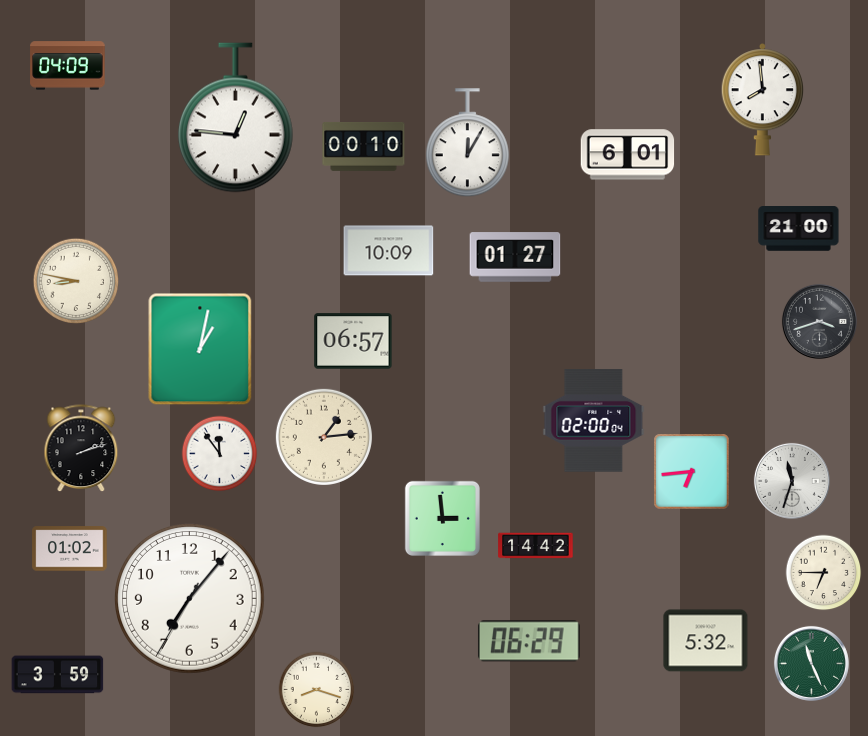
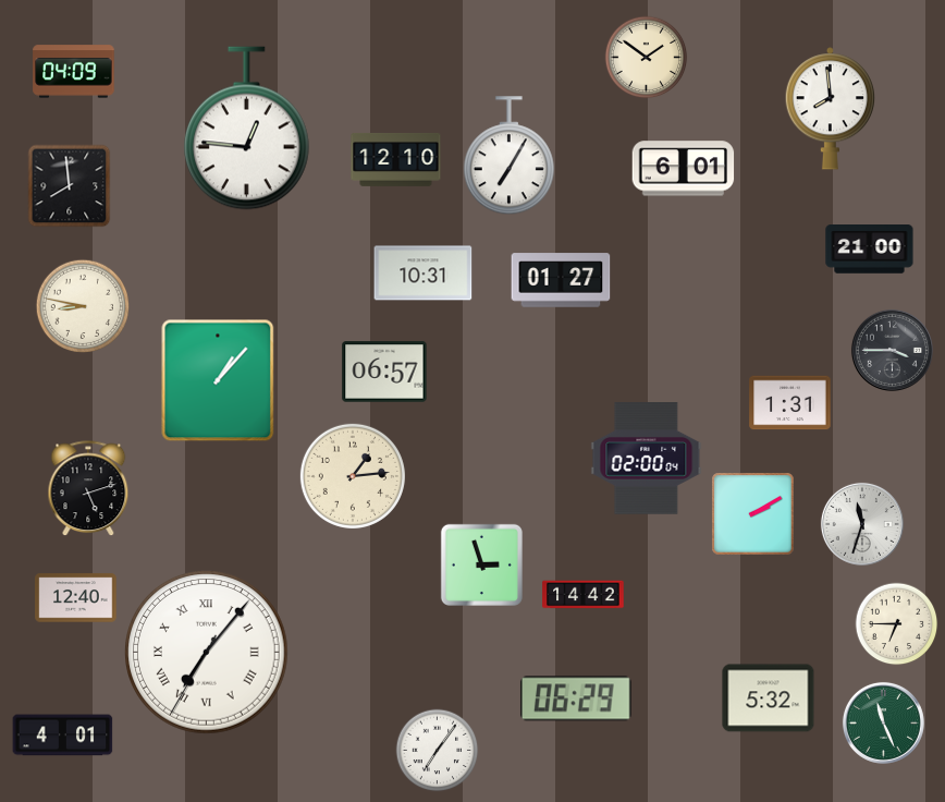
clock at (647, 58): none -> 1:51
clock at (235, 118) position: (235, 118) -> (246, 129)
clock at (467, 143): 12:05 -> 7:05
clock at (364, 146): 00:10 -> 12:10
clock at (70, 186): none -> 7:59
clock at (389, 251): 10:09 -> 10:31
clock at (819, 321): 3:42 -> 3:45
clock at (200, 349): 1:02 -> 1:07
clock at (790, 403): none -> 1:31
clock at (81, 449): 2:12 -> 5:12
clock at (220, 454): 11:54 -> none
clock at (692, 472): 6:44 -> 2:10
clock at (442, 518): 2:59 -> 2:57
clock at (70, 549): 01:02 -> 12:40
clock at (190, 599) numerals: Arabic -> Roman
clock at (58, 675): 3:59 -> 4:01
clock at (438, 751): none -> 7:06
clock at (317, 690): 8:18 -> none
